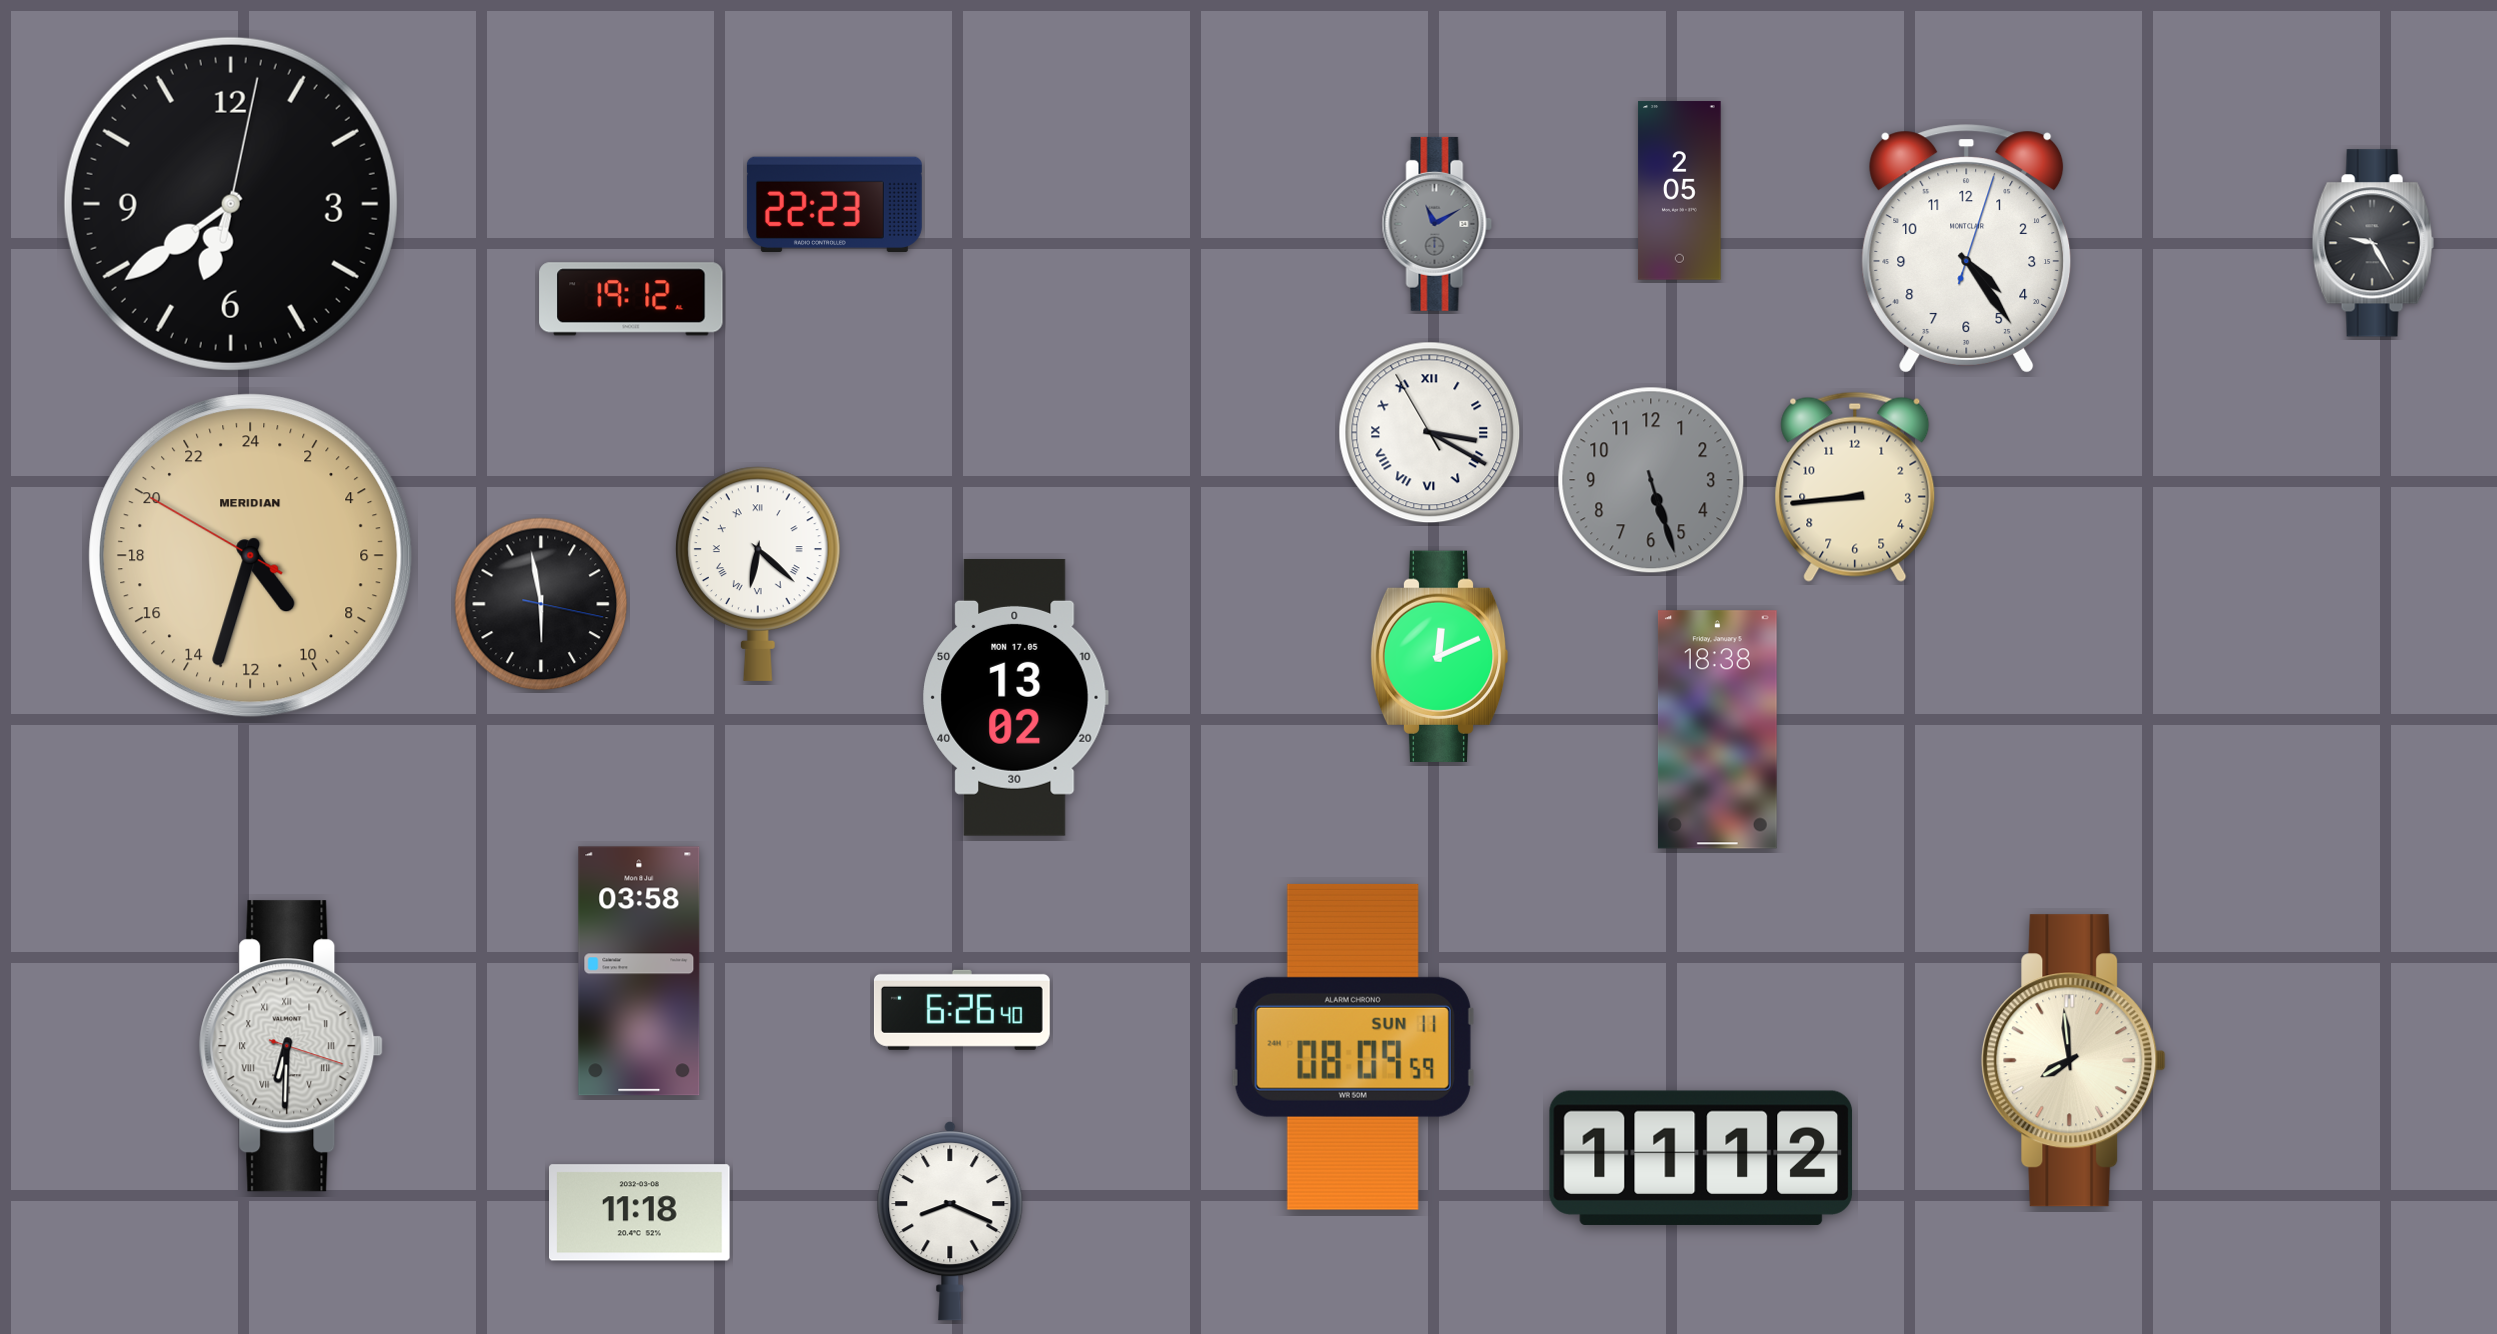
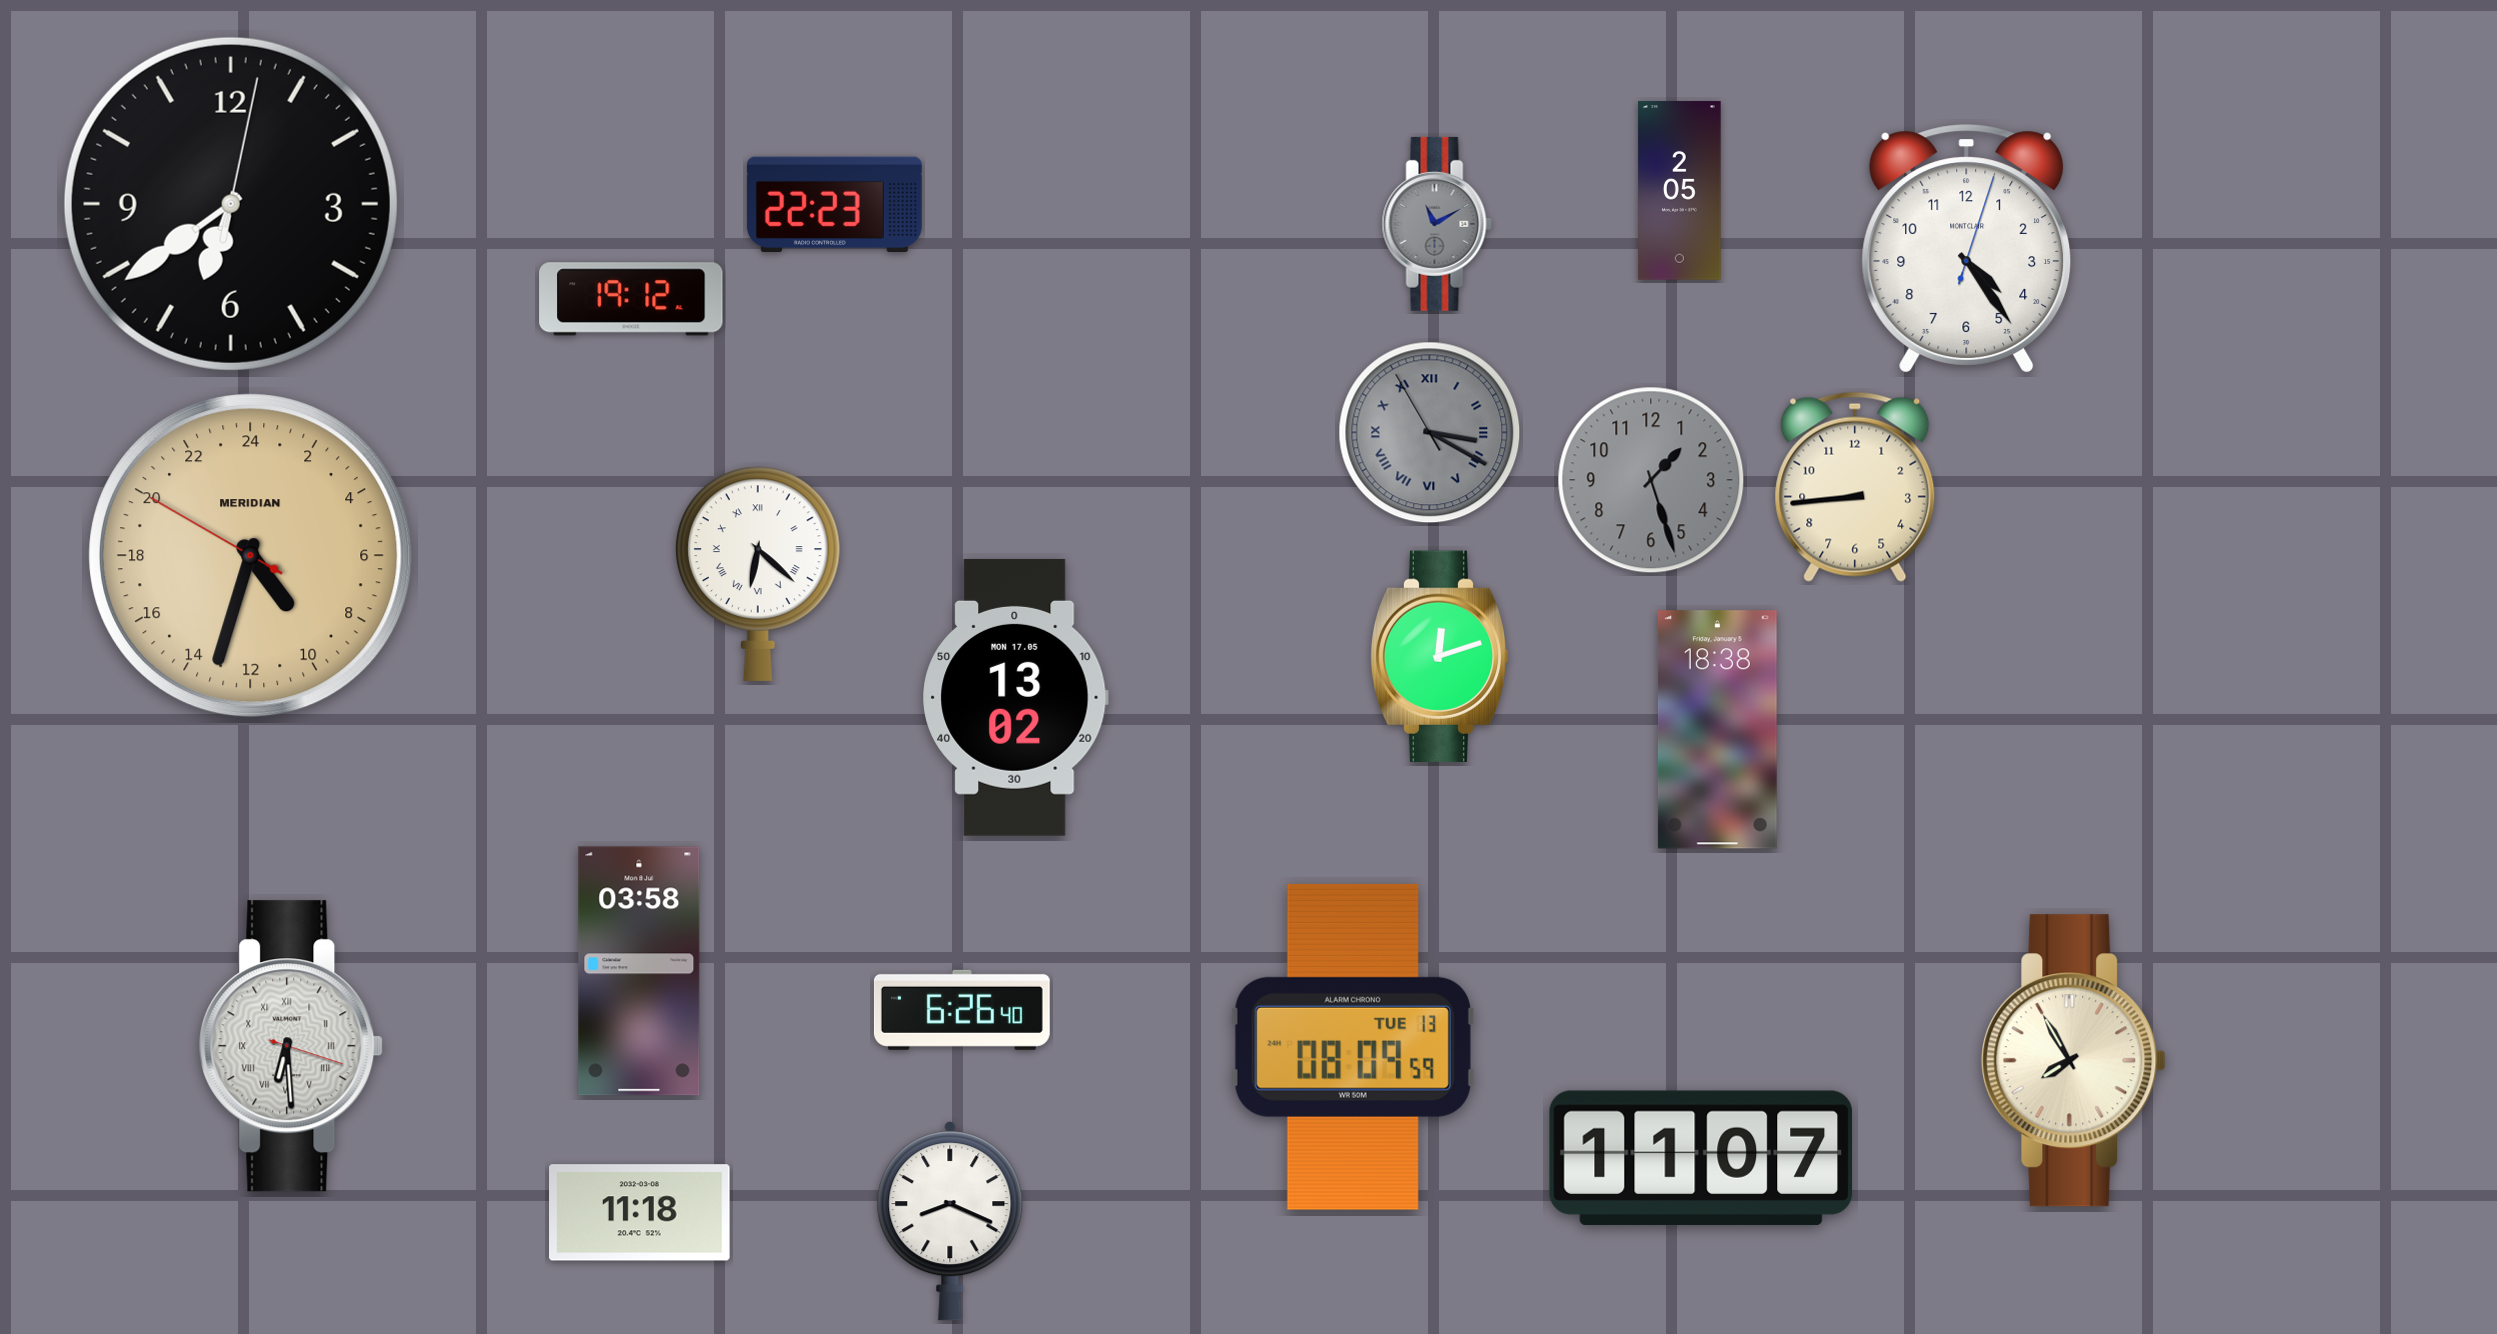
clock at (2373, 243): 9:25 -> none
clock at (1430, 433) dial: white -> grey
clock at (1651, 480): 5:27 -> 1:27
clock at (541, 604): 5:58 -> none
clock at (1439, 656): 12:11 -> 12:12
clock at (291, 1046): 6:30 -> 6:29
clock at (1353, 1047) date: SUN 11 -> TUE 13
clock at (2074, 1061): 7:59 -> 7:55
clock at (1701, 1158): 11:12 -> 11:07
